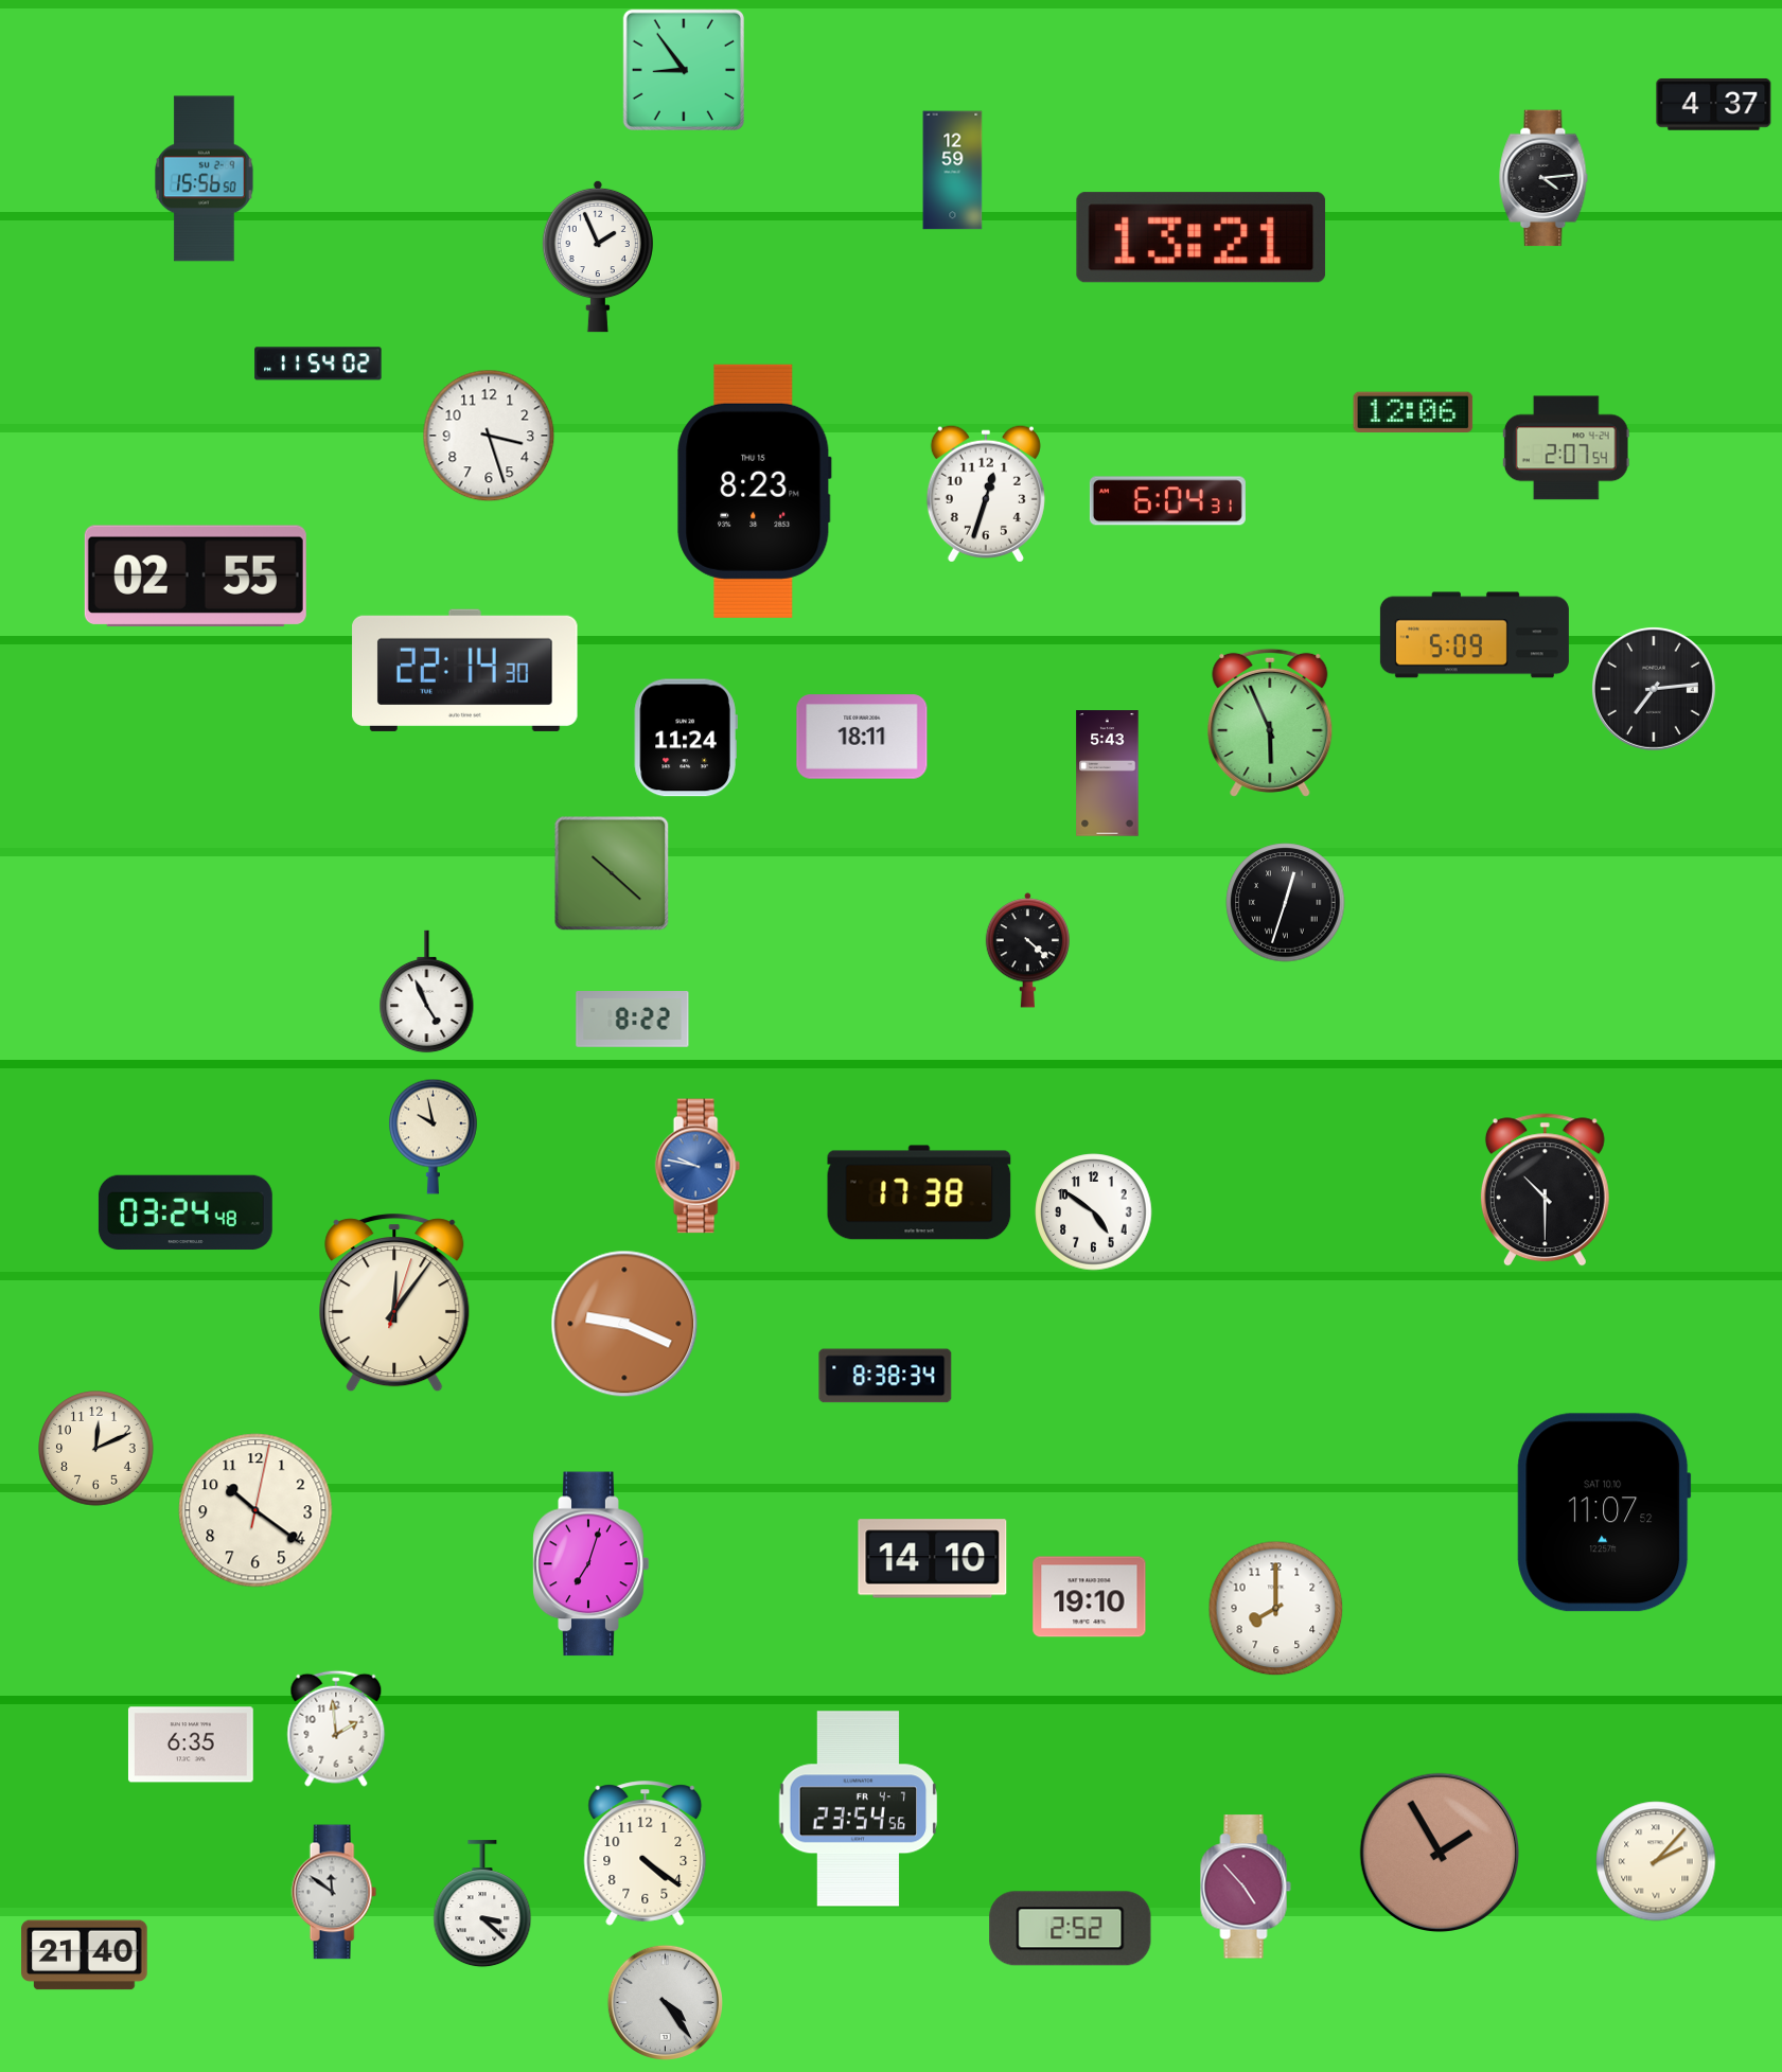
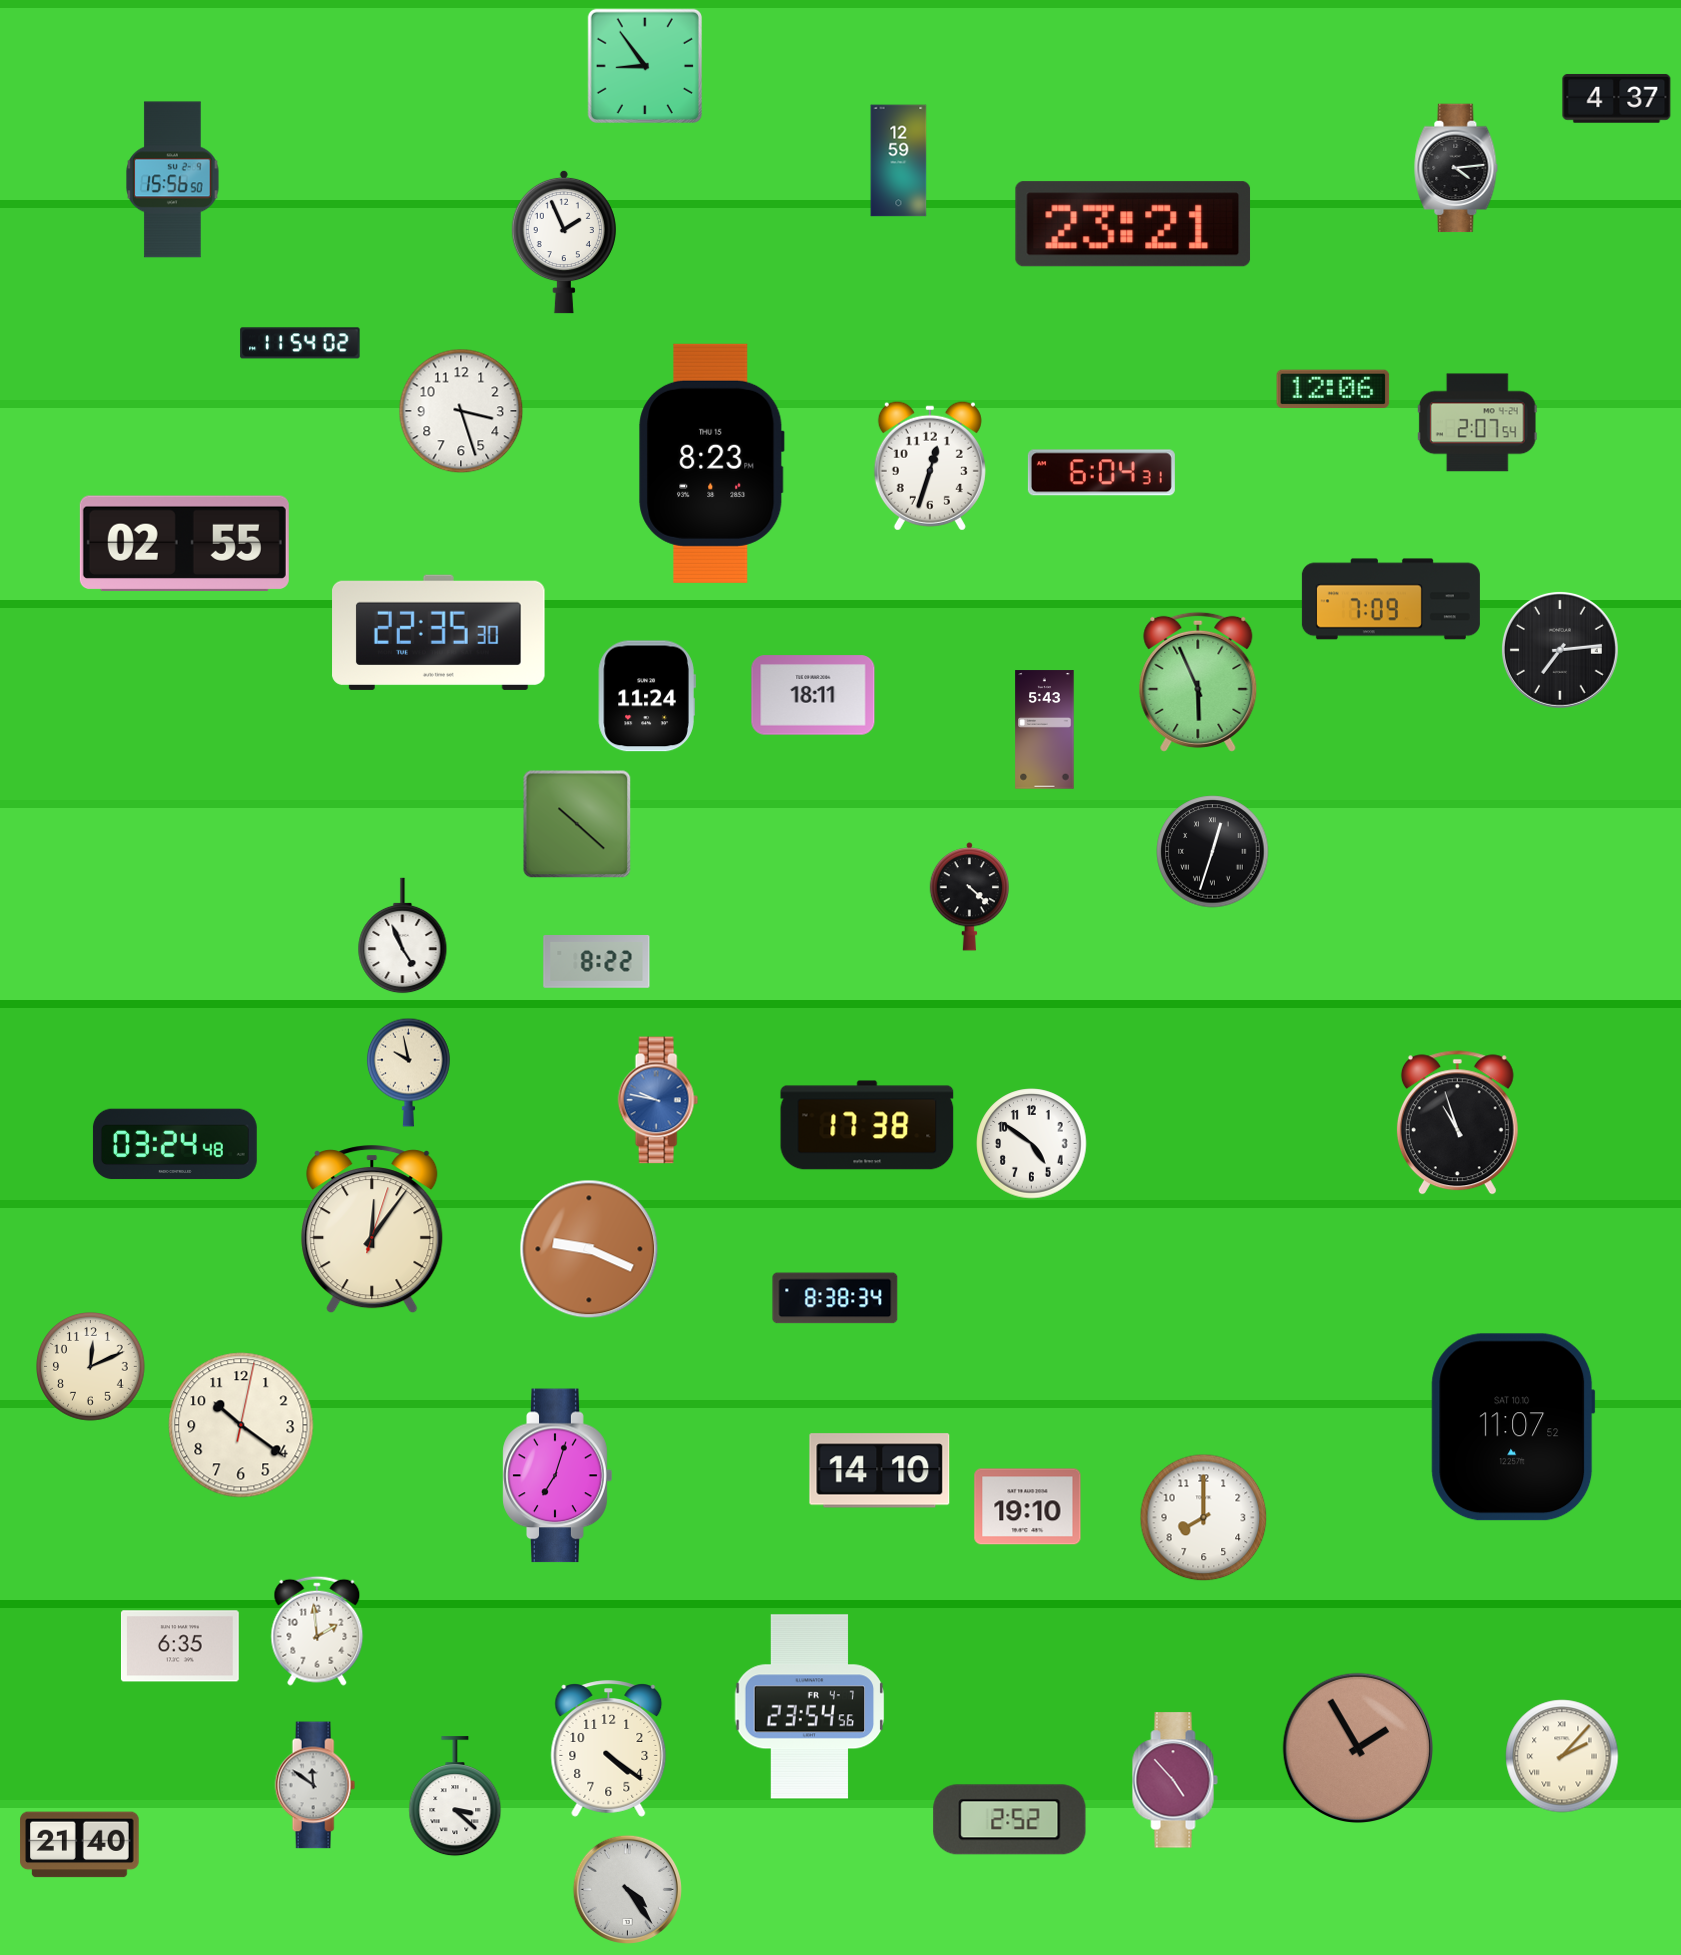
clock at (205, 179) position: (205, 179) -> (173, 180)
clock at (1201, 237): 13:21 -> 23:21
clock at (1475, 635): 5:09 -> 7:09
clock at (465, 670): 22:14 -> 22:35
clock at (1545, 1190): 10:30 -> 10:57
